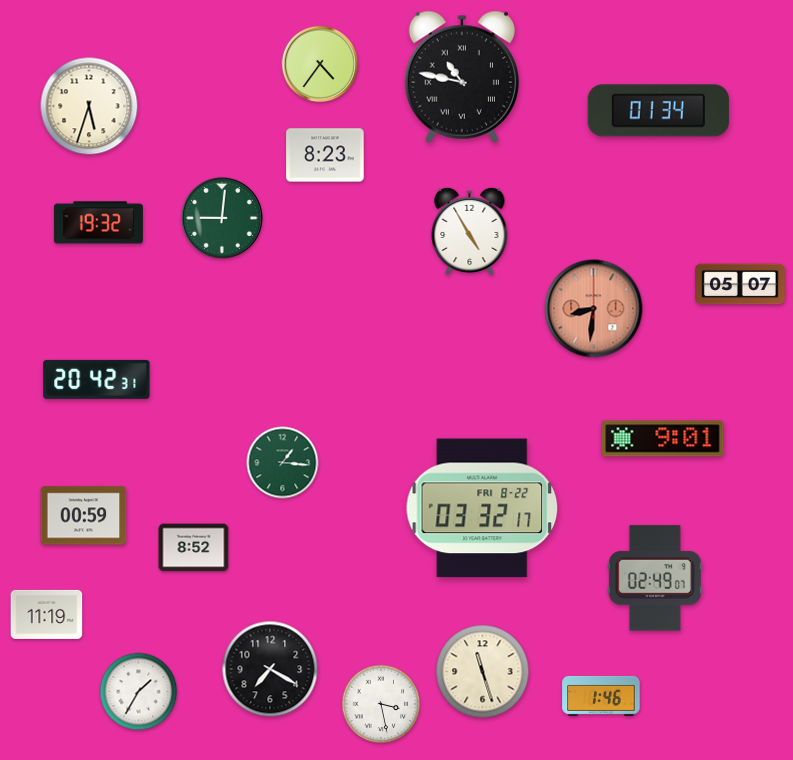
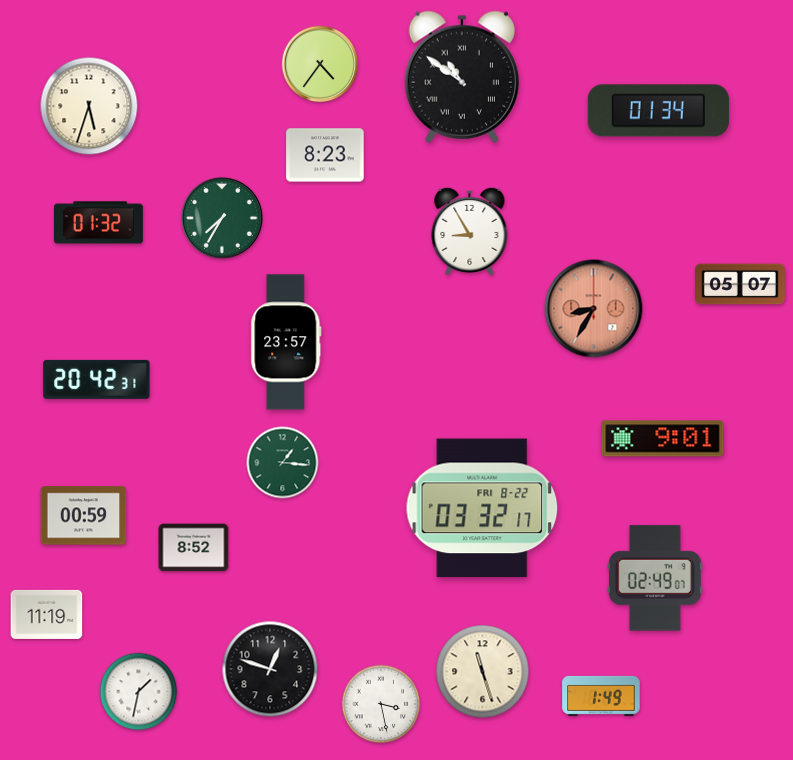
clock at (462, 77): 10:47 -> 10:51
clock at (222, 218): 9:01 -> 7:35
clock at (98, 223): 19:32 -> 01:32
clock at (470, 230): 4:55 -> 8:55
clock at (594, 309): 8:31 -> 8:35
clock at (286, 342): none -> 23:57
clock at (270, 669): 7:20 -> 12:48
clock at (139, 692): 1:35 -> 1:32
clock at (601, 696): 1:46 -> 1:49
